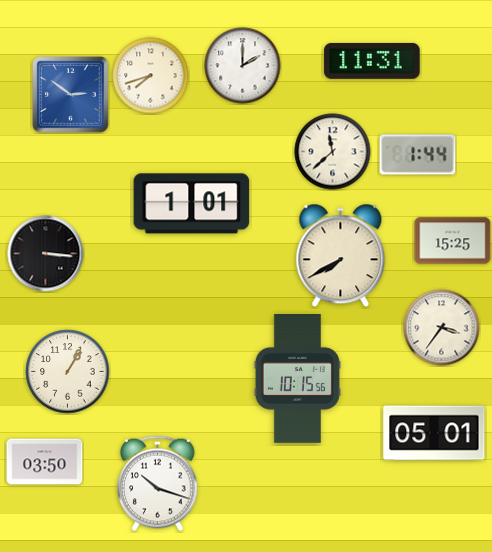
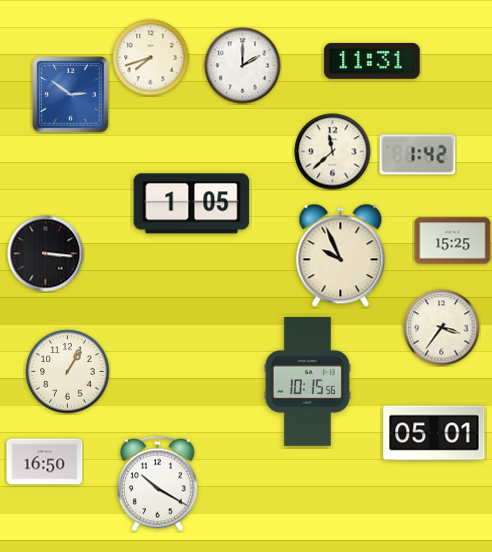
clock at (151, 76) position: (151, 76) -> (151, 58)
clock at (418, 155): 1:44 -> 1:42
clock at (192, 204): 1:01 -> 1:05
clock at (341, 256): 7:40 -> 9:56
clock at (297, 379) position: (297, 379) -> (307, 382)
clock at (45, 462): 03:50 -> 16:50
clock at (158, 484): 10:18 -> 10:20
